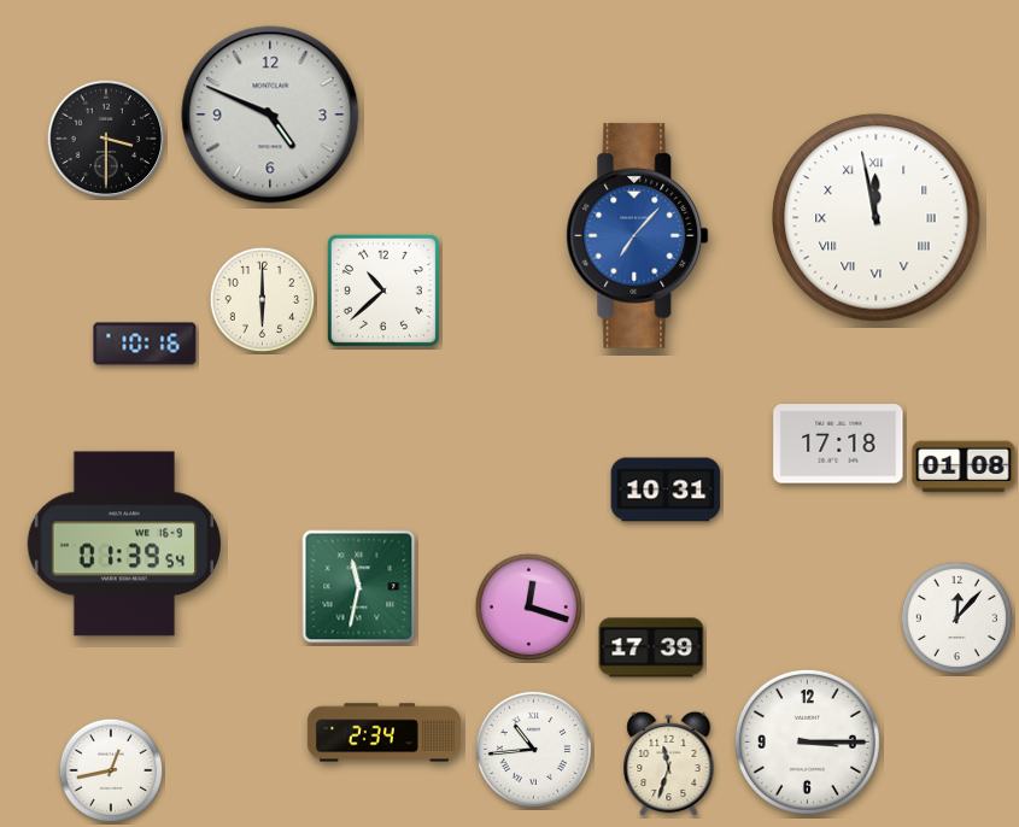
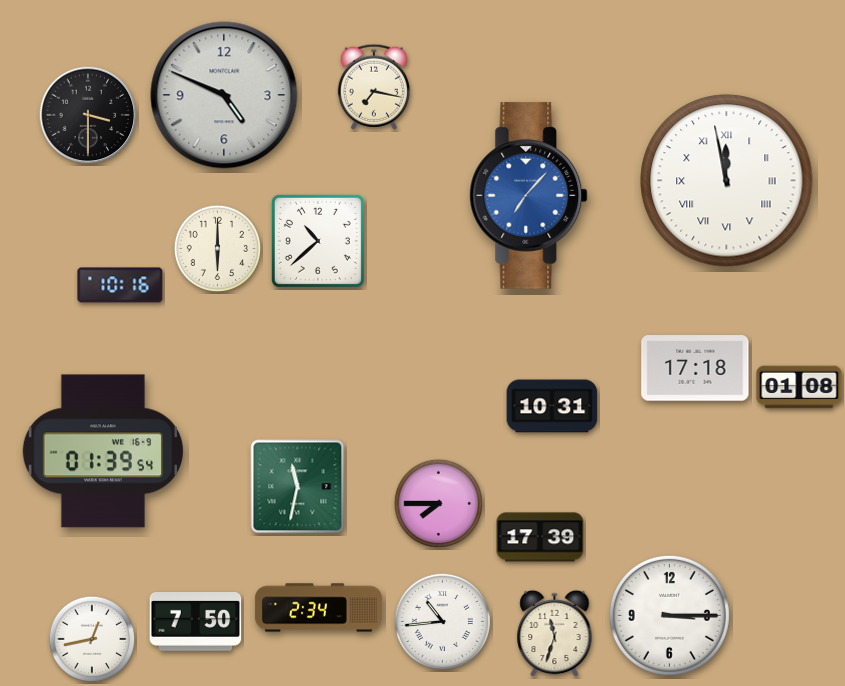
clock at (374, 87): none -> 7:17
clock at (529, 608): 12:18 -> 7:45
clock at (956, 617): 12:07 -> none
clock at (196, 622): none -> 7:50
